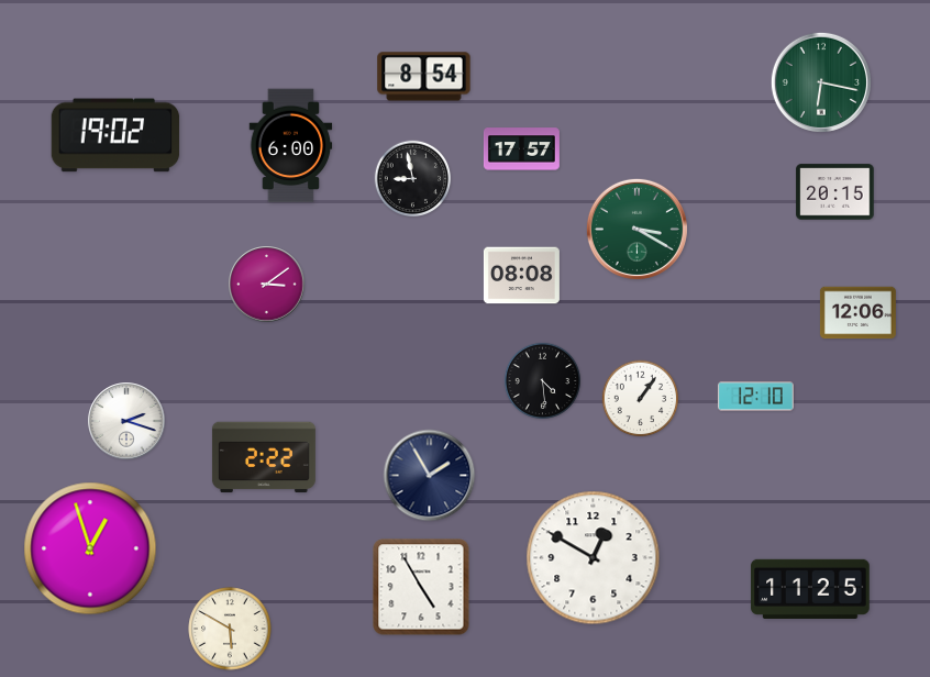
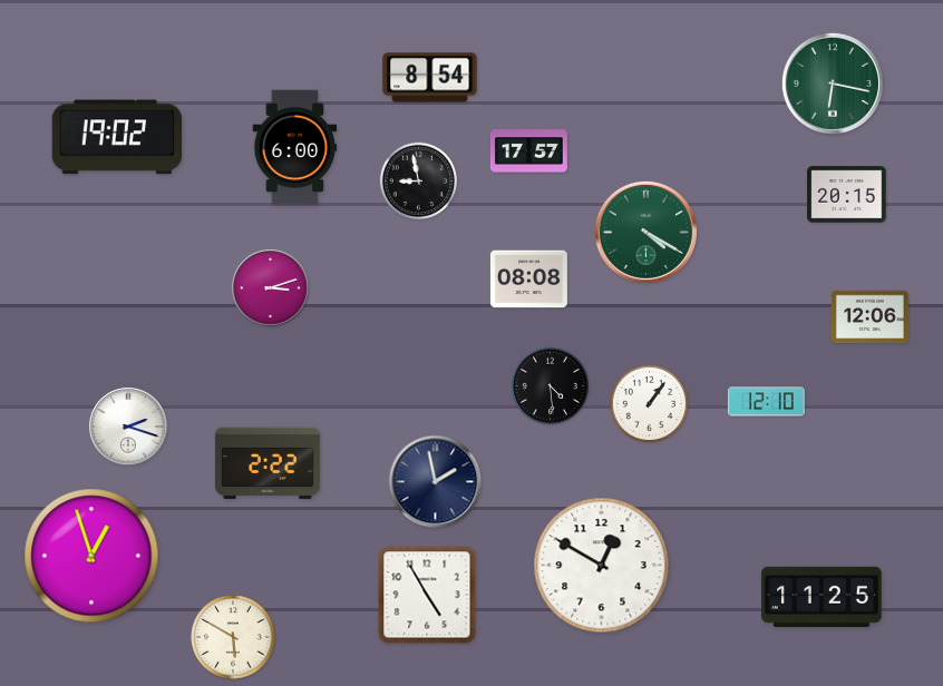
clock at (636, 229): 3:20 -> 4:20
clock at (267, 285): 3:09 -> 3:12
clock at (430, 476): 1:55 -> 1:58
